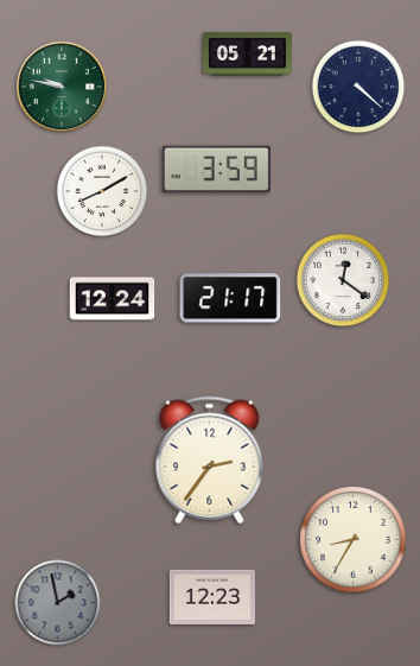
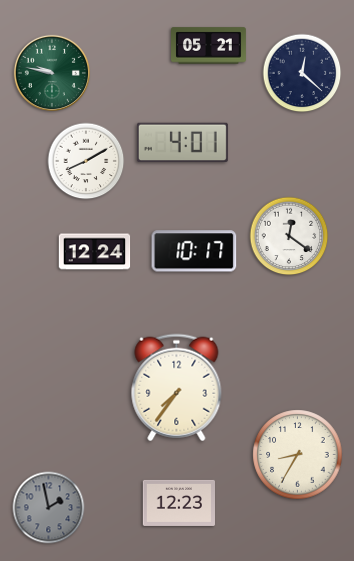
clock at (358, 87): 4:22 -> 12:22
clock at (216, 170): 3:59 -> 4:01
clock at (230, 298): 21:17 -> 10:17
clock at (210, 461): 2:36 -> 7:36
